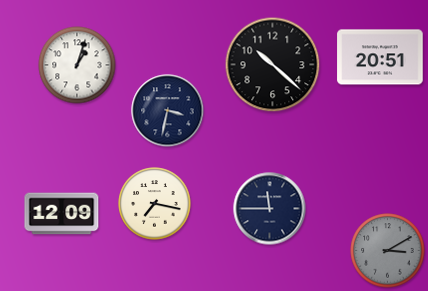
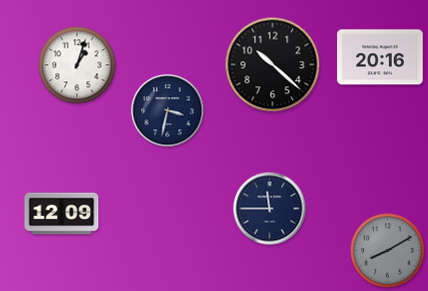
clock at (380, 57): 20:51 -> 20:16
clock at (155, 204): 7:17 -> none
clock at (388, 251): 3:10 -> 8:10
